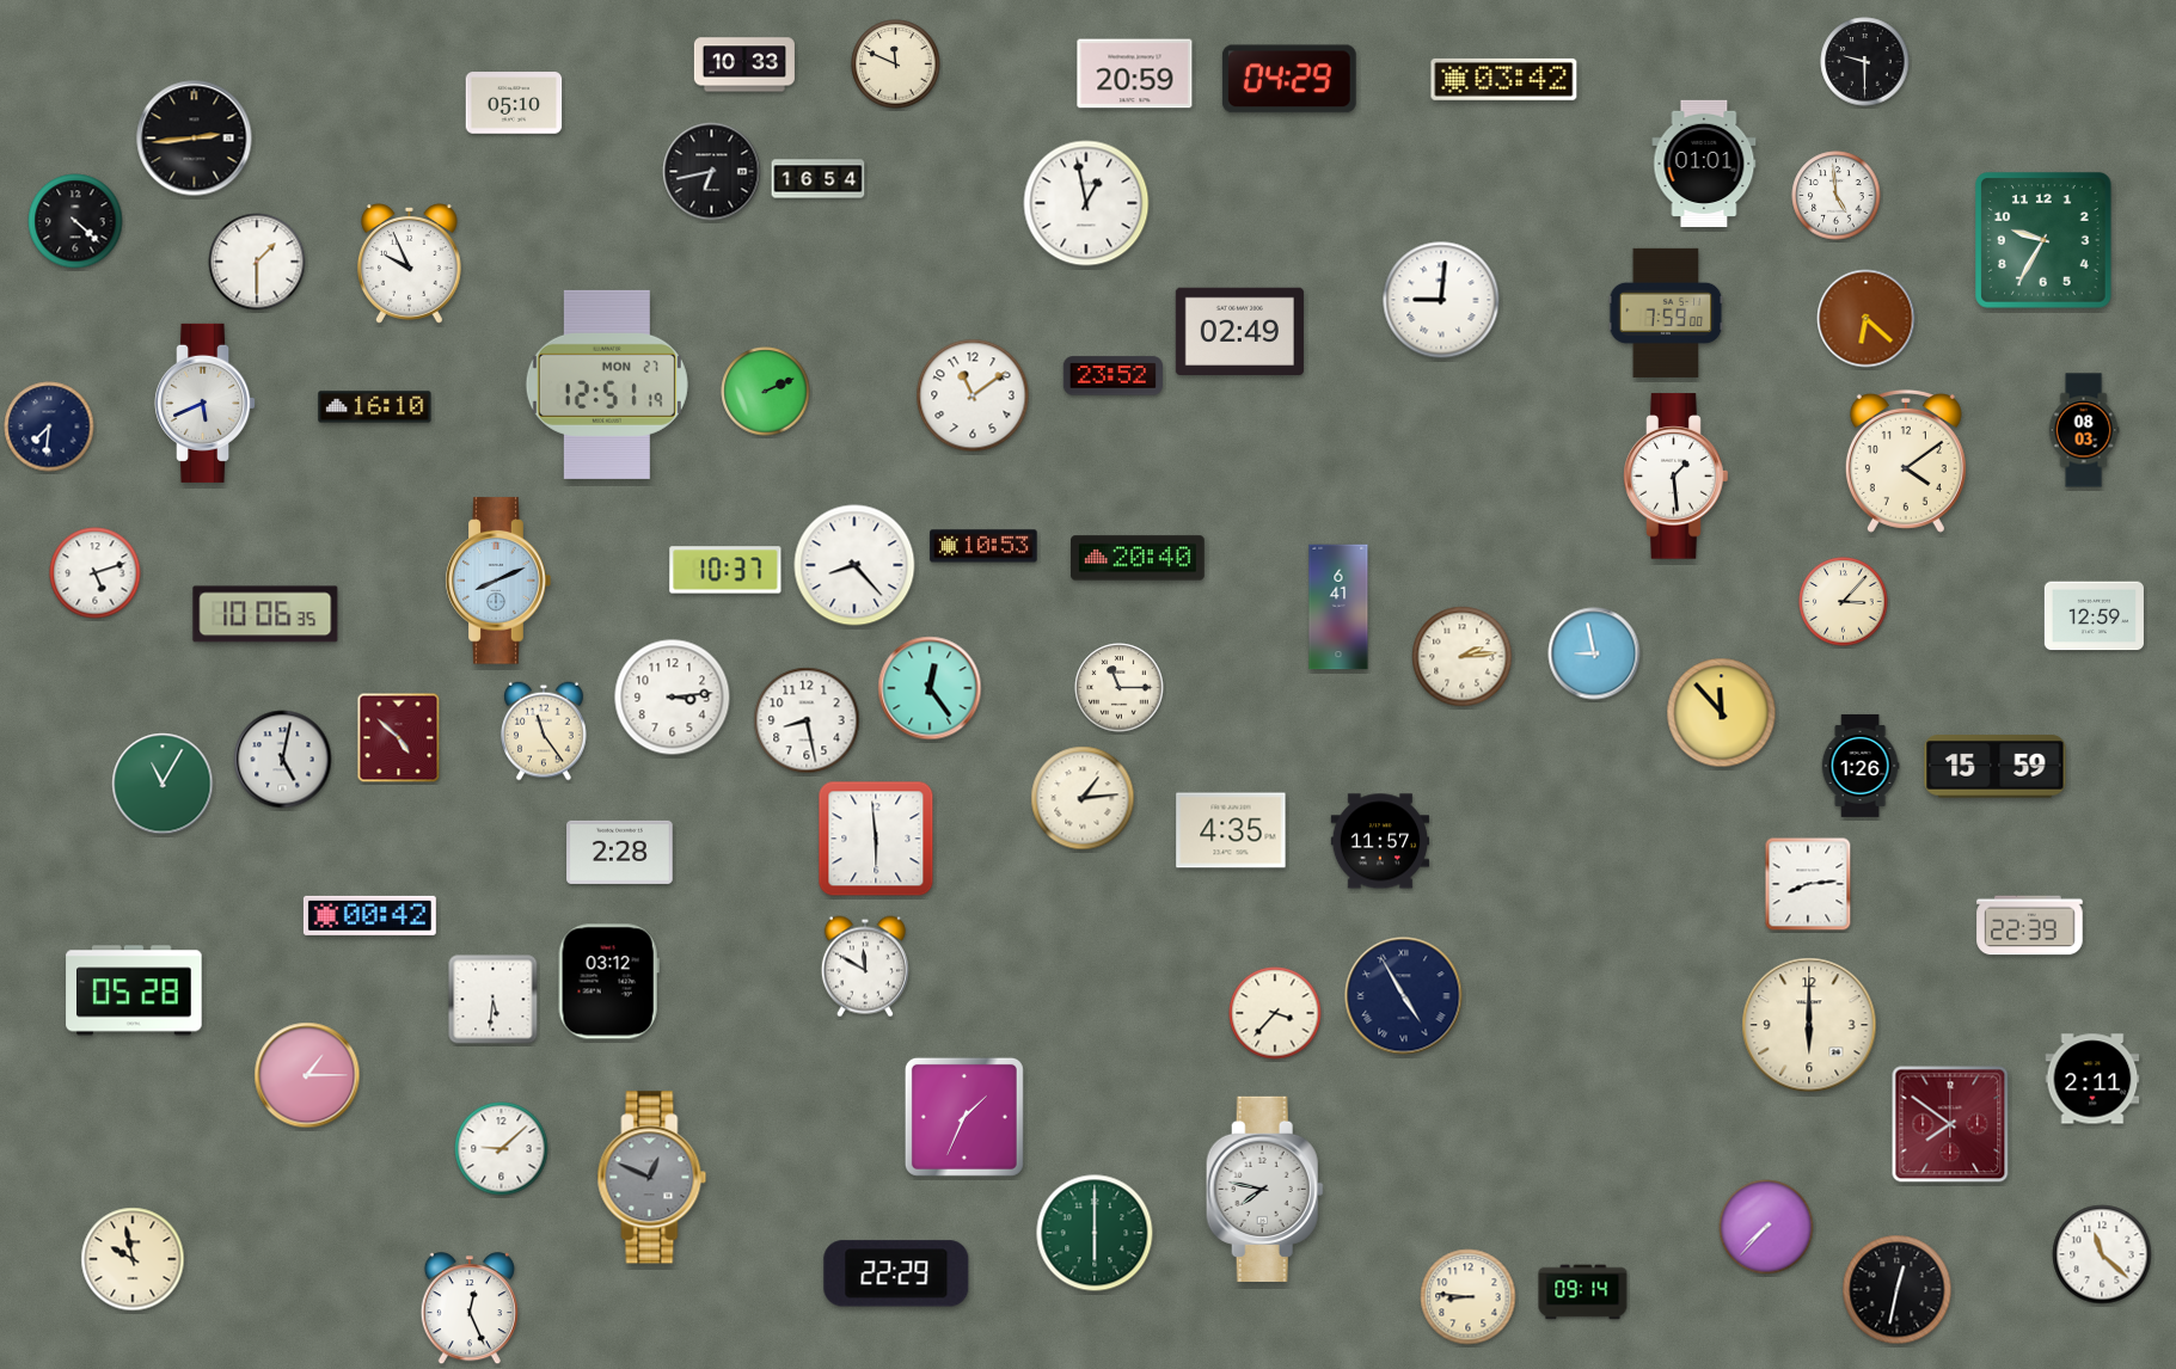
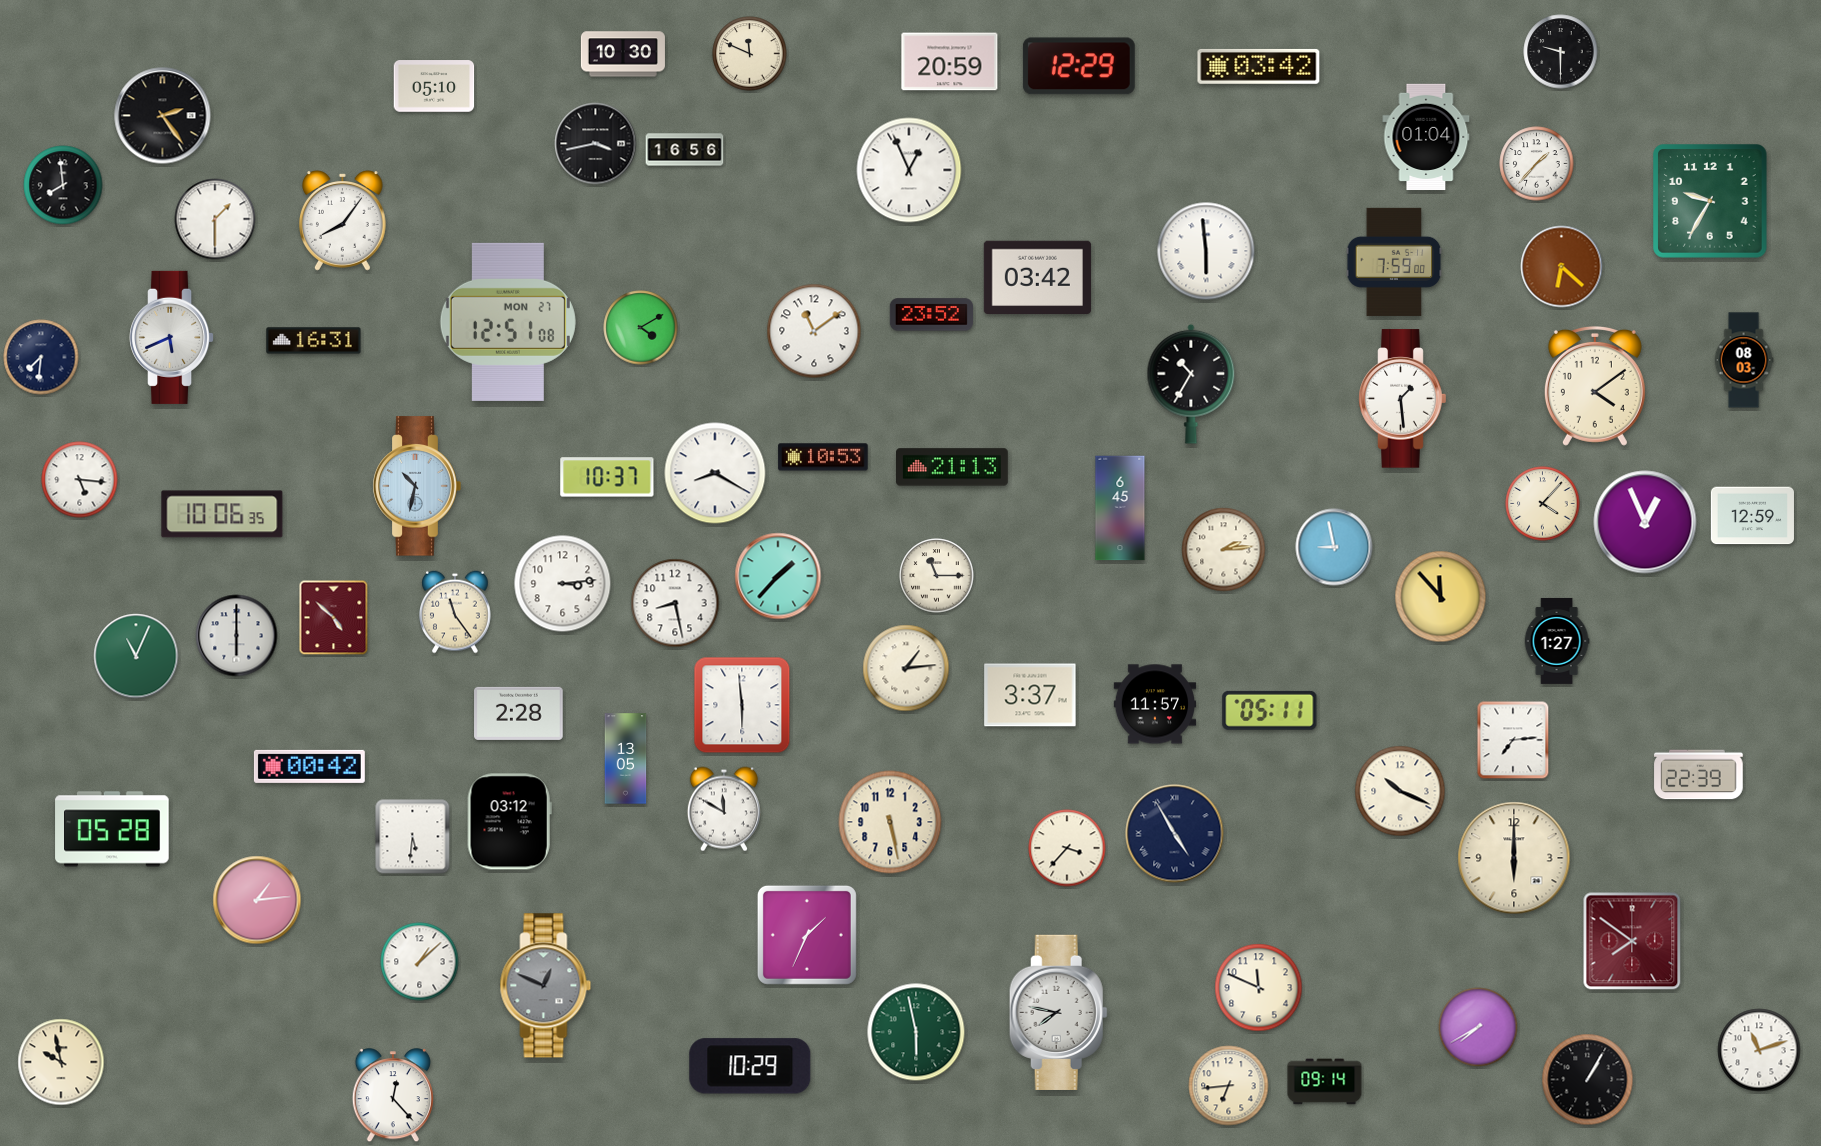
clock at (744, 65): 10:33 -> 10:30
clock at (1289, 79): 04:29 -> 12:29
clock at (514, 103) position: (514, 103) -> (434, 86)
clock at (195, 139): 2:44 -> 2:24
clock at (1704, 164): 01:01 -> 01:04
clock at (712, 172): 6:43 -> 3:43
clock at (819, 179): 16:54 -> 16:56
clock at (1837, 196): 4:59 -> 1:37
clock at (1086, 203): 12:58 -> 12:56
clock at (75, 221): 4:22 -> 7:59
clock at (410, 264): 9:56 -> 8:06
clock at (1441, 300): 9:01 -> 5:59
clock at (1239, 332): 02:49 -> 03:42
clock at (607, 385): 12:51:19 -> 12:51:08
clock at (766, 392): 2:11 -> 4:10
clock at (375, 407): 16:10 -> 16:31
clock at (1191, 384): none -> 10:35
clock at (1139, 558): 20:40 -> 21:13
clock at (854, 565): 8:23 -> 8:20
clock at (96, 573): 5:12 -> 5:16
clock at (498, 581): 8:11 -> 10:32
clock at (1844, 602): 3:07 -> 4:07
clock at (1338, 607): 6:41 -> 6:45
clock at (1645, 522): none -> 12:56
clock at (930, 688): 12:24 -> 1:37
clock at (283, 760): 5:02 -> 6:00
clock at (1861, 766): 1:26 -> 1:27
clock at (1996, 767): 15:59 -> none
clock at (163, 784): 11:05 -> 11:04
clock at (1231, 830): 4:35 -> 3:37
clock at (876, 839) position: (876, 839) -> (742, 705)
clock at (1270, 710): none -> 05:11
clock at (1808, 884): 8:14 -> 7:14
clock at (626, 759): none -> 13:05
clock at (1400, 791): none -> 10:19
clock at (890, 822): none -> 5:28
clock at (307, 1075): 1:15 -> 1:14
clock at (2092, 1079): 2:11 -> none
clock at (502, 1149): 9:08 -> 1:08
clock at (1259, 988): none -> 11:49
clock at (1264, 1189) position: (1264, 1189) -> (1058, 1012)
clock at (1766, 1227): 7:37 -> 7:40
clock at (1095, 1233): 6:00 -> 5:58
clock at (2102, 1254): 11:22 -> 11:12
clock at (133, 1259) position: (133, 1259) -> (61, 1062)
clock at (896, 1273): 22:29 -> 10:29
clock at (1898, 1290): 12:32 -> 1:05
clock at (1469, 1297): 8:46 -> 6:44
clock at (470, 1309): 12:26 -> 12:23
